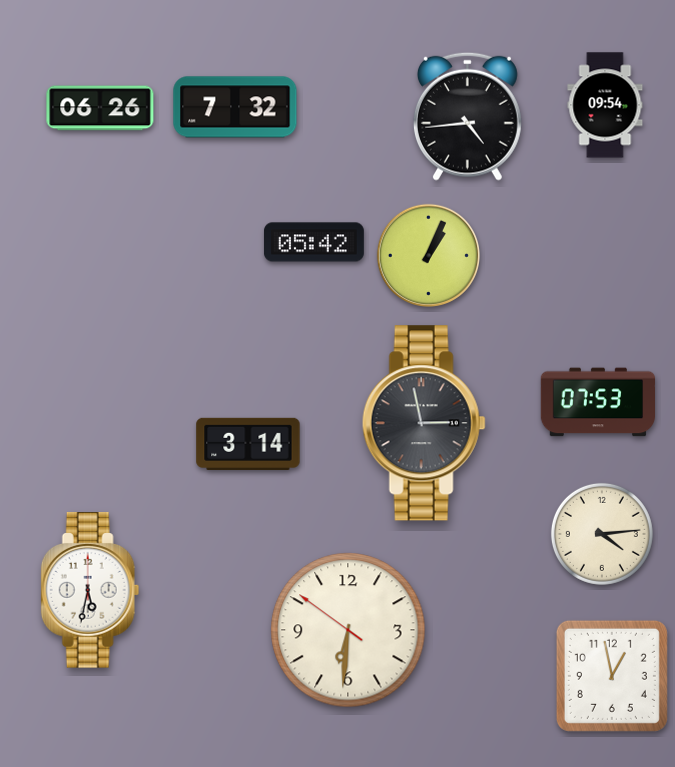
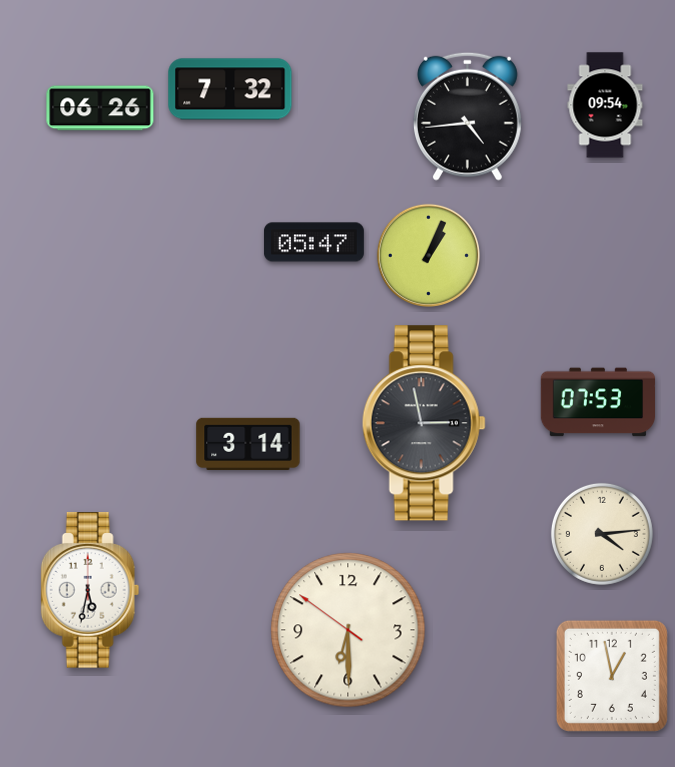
clock at (235, 107) position: (235, 107) -> (230, 89)
clock at (314, 242): 05:42 -> 05:47
clock at (348, 630): 6:30 -> 6:29
